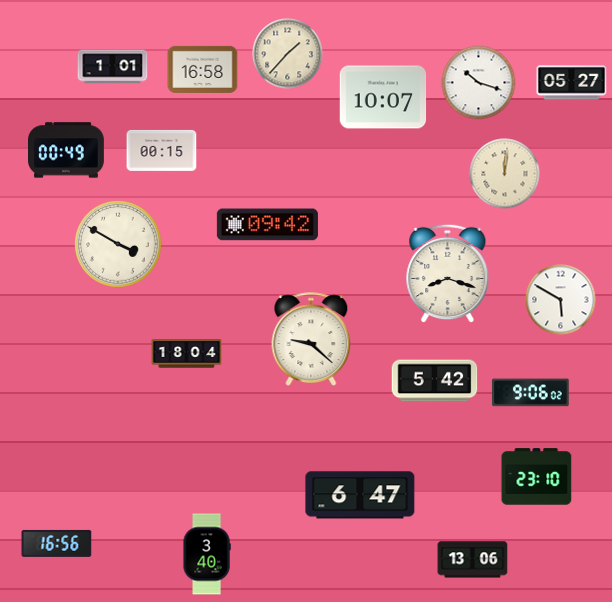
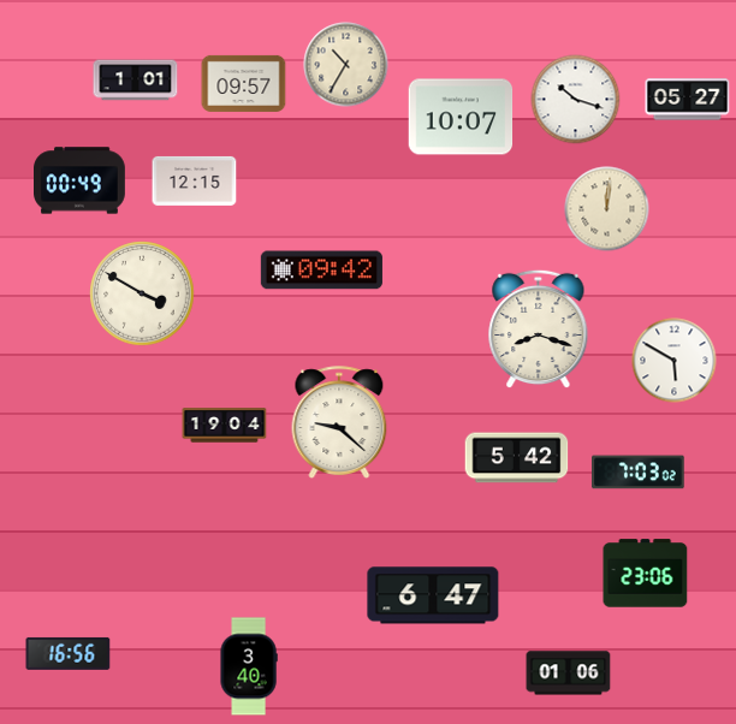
clock at (288, 54): 1:37 -> 10:35
clock at (203, 69): 16:58 -> 09:57
clock at (162, 150): 00:15 -> 12:15
clock at (311, 339) position: (311, 339) -> (339, 422)
clock at (187, 354): 18:04 -> 19:04
clock at (435, 381) position: (435, 381) -> (517, 458)
clock at (531, 393): 9:06 -> 7:03
clock at (537, 477): 23:10 -> 23:06
clock at (473, 560): 13:06 -> 01:06
